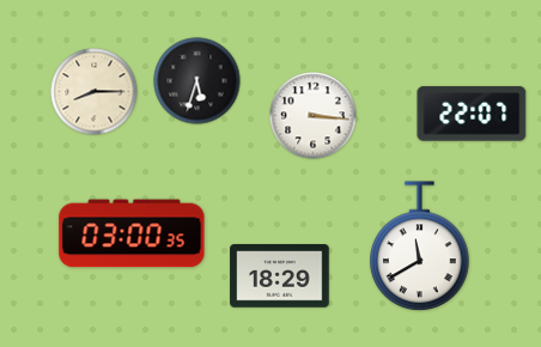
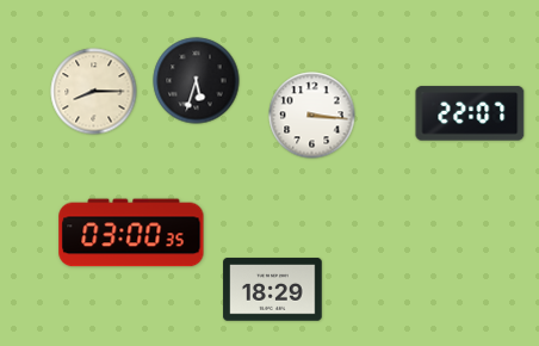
clock at (420, 246): 11:40 -> none
clock at (280, 276) position: (280, 276) -> (273, 290)
